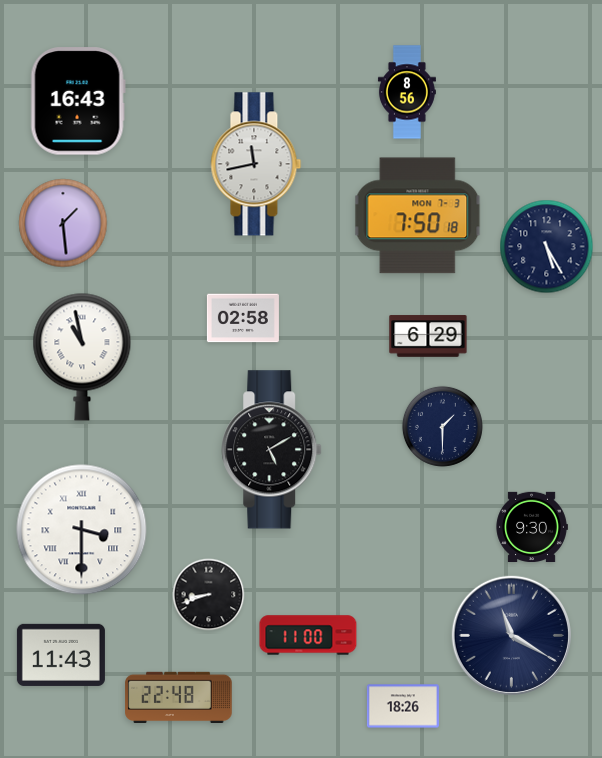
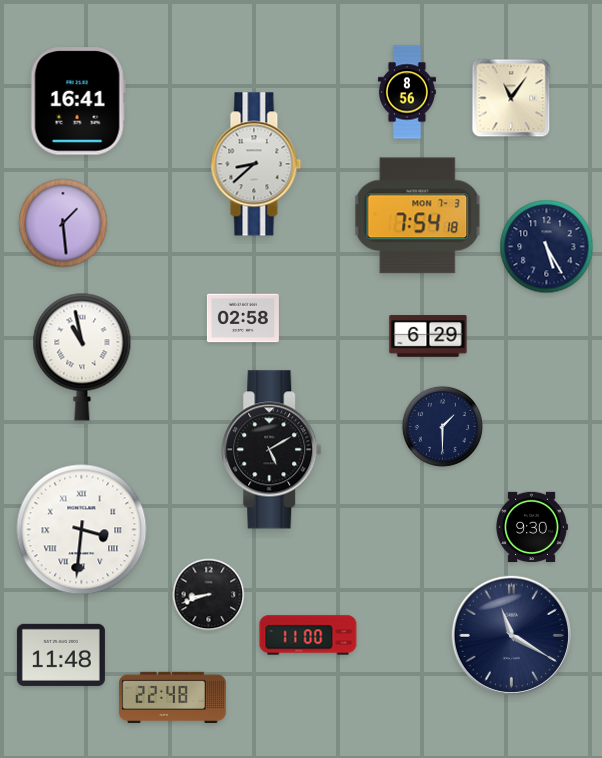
clock at (511, 98): none -> 11:06
clock at (78, 101): 16:43 -> 16:41
clock at (256, 164): 11:43 -> 8:38
clock at (418, 216): 7:50 -> 7:54
clock at (82, 530): 3:30 -> 3:31
clock at (61, 655): 11:43 -> 11:48
clock at (179, 697) position: (179, 697) -> (173, 697)
clock at (403, 706): 18:26 -> none
